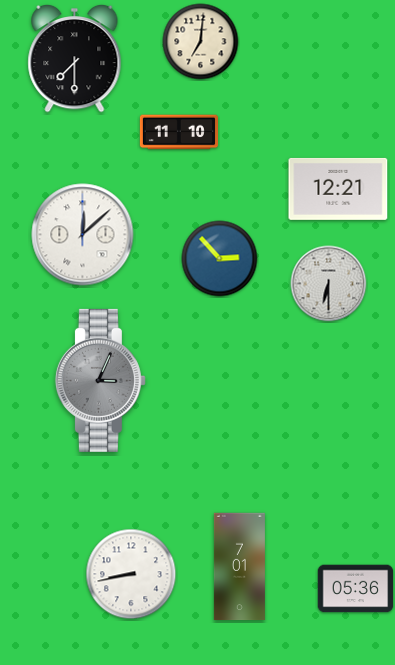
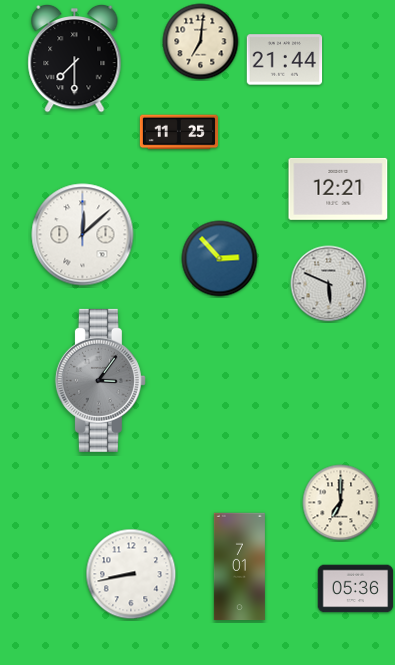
clock at (285, 60): none -> 21:44
clock at (179, 132): 11:10 -> 11:25
clock at (329, 284): 6:30 -> 5:49
clock at (100, 380): 3:04 -> 3:06
clock at (341, 503): none -> 7:00
